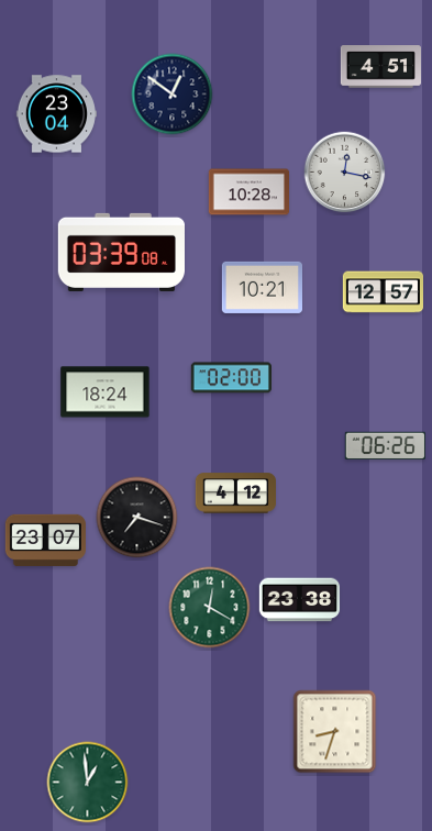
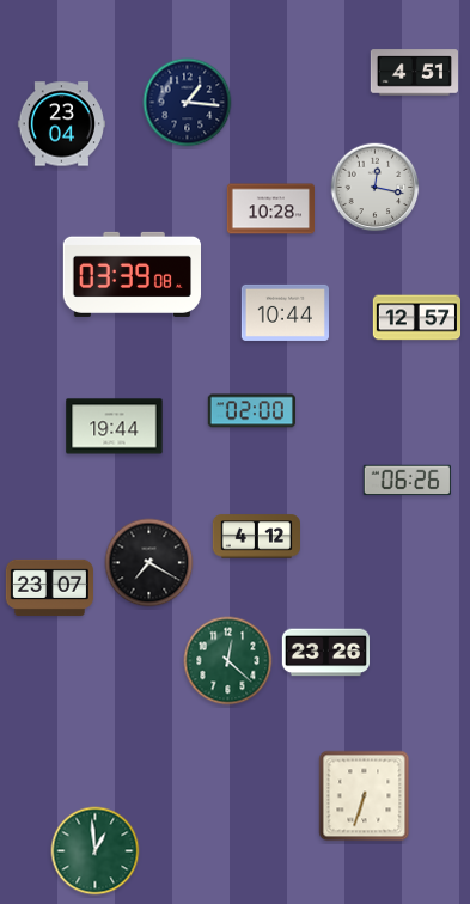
clock at (173, 95): 12:51 -> 1:16
clock at (262, 287): 10:21 -> 10:44
clock at (106, 392): 18:24 -> 19:44
clock at (385, 445) position: (385, 445) -> (407, 480)
clock at (137, 518): 7:18 -> 7:20
clock at (299, 600): 23:38 -> 23:26
clock at (210, 608): 12:20 -> 12:22
clock at (335, 732): 8:33 -> 6:33
